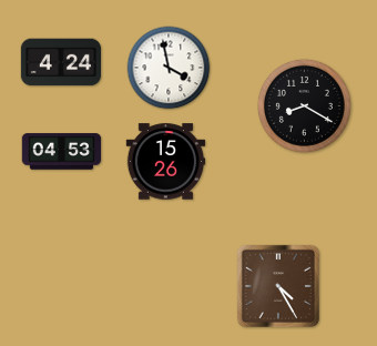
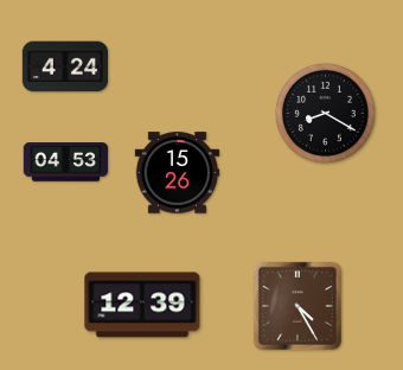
clock at (169, 68): 3:58 -> none
clock at (142, 305): none -> 12:39
